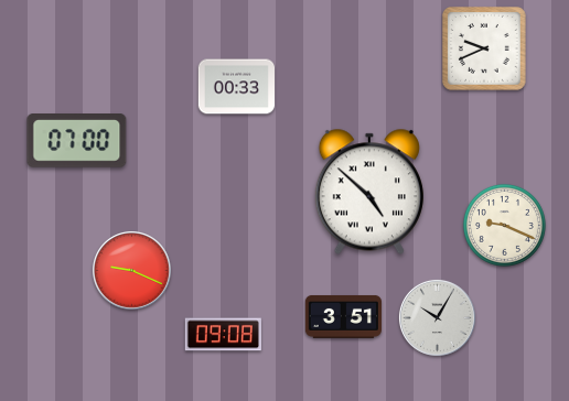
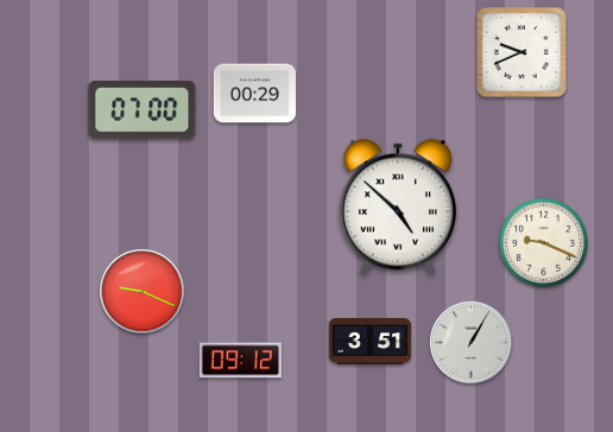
clock at (236, 87): 00:33 -> 00:29
clock at (77, 141) position: (77, 141) -> (143, 110)
clock at (437, 317): 10:05 -> 1:05
clock at (223, 335): 09:08 -> 09:12
